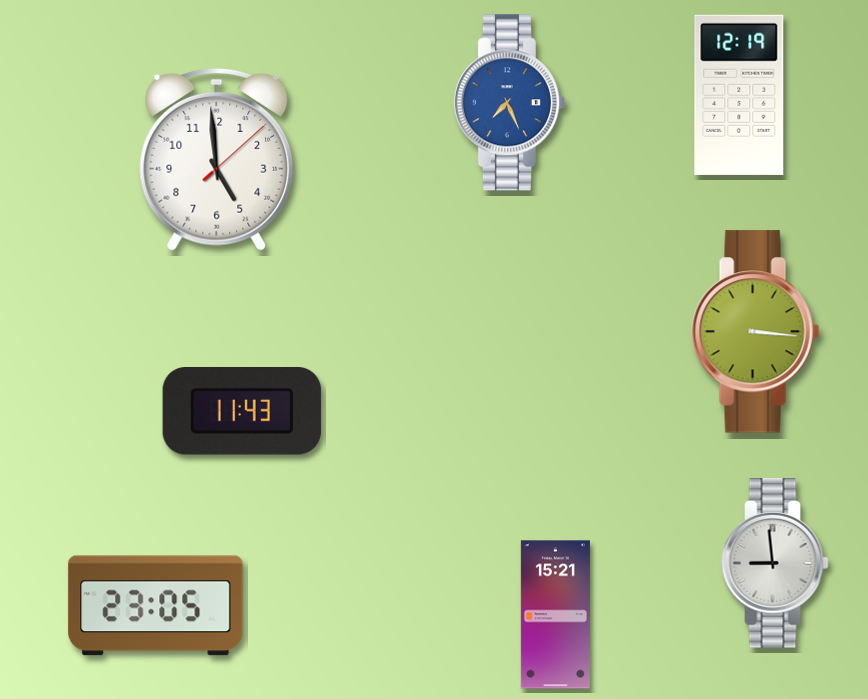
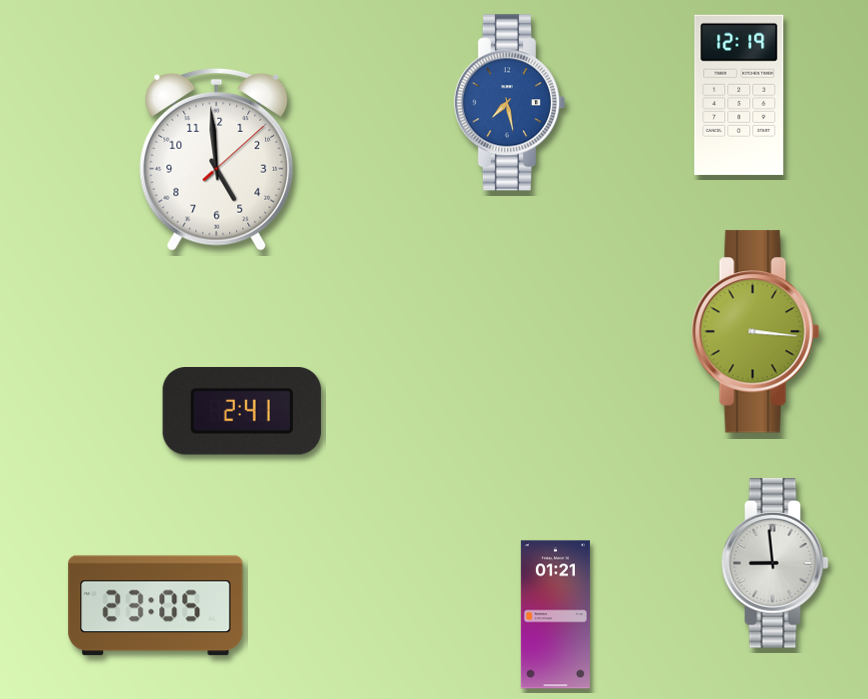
clock at (509, 103): 7:26 -> 7:28
clock at (242, 412): 11:43 -> 2:41
clock at (555, 615): 15:21 -> 01:21
